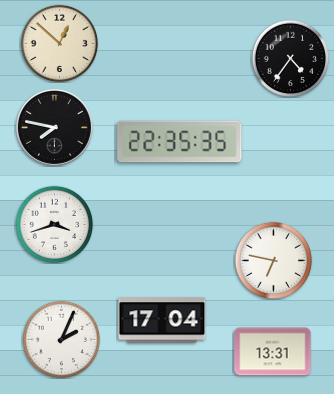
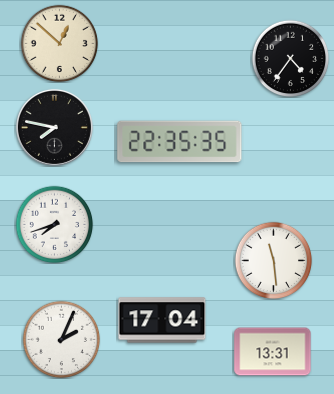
clock at (54, 224): 3:42 -> 7:42
clock at (273, 260): 6:47 -> 11:29
